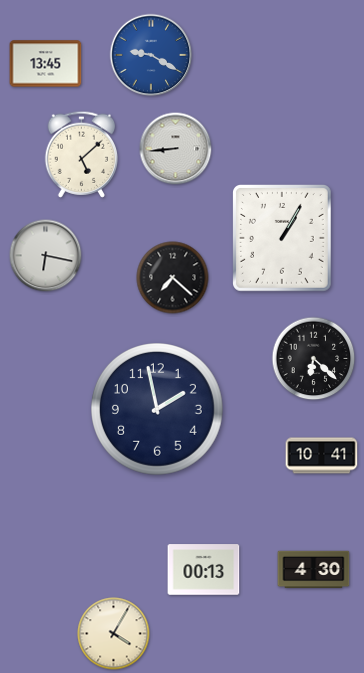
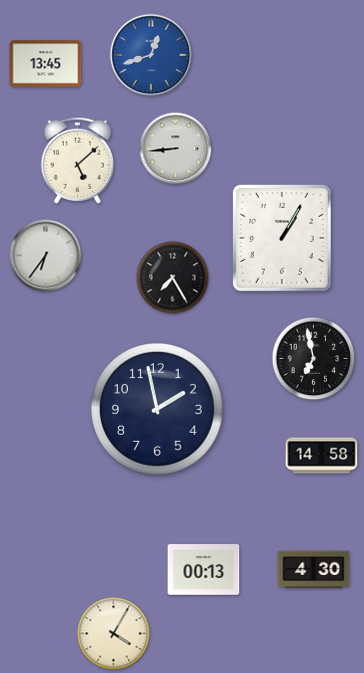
clock at (151, 55): 9:20 -> 12:42
clock at (82, 154) position: (82, 154) -> (78, 160)
clock at (46, 256): 6:17 -> 6:36
clock at (173, 278): 7:22 -> 7:25
clock at (314, 359): 6:22 -> 6:58
clock at (322, 456): 10:41 -> 14:58
